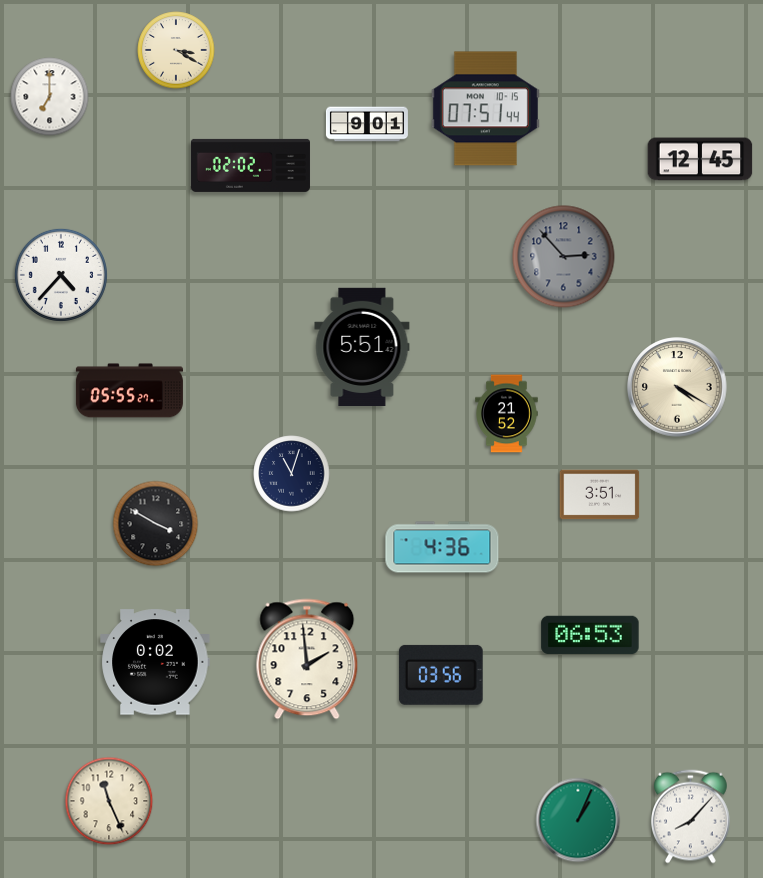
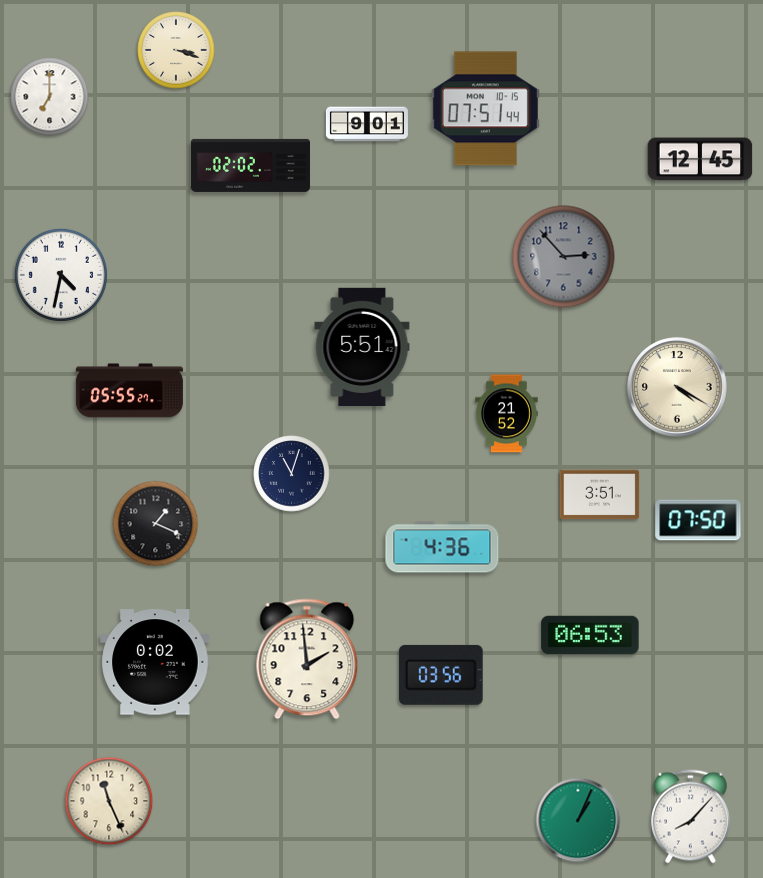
clock at (176, 50): 3:20 -> 3:18
clock at (61, 275): 4:37 -> 4:32
clock at (698, 520): none -> 07:50
clock at (156, 524): 3:50 -> 1:19
